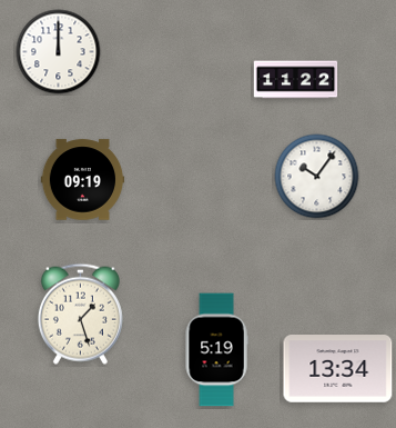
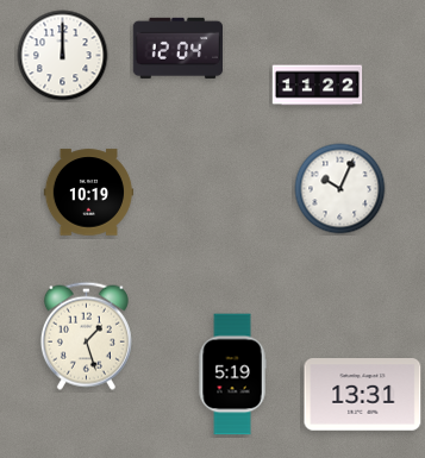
clock at (179, 48): none -> 12:04
clock at (317, 177): 10:06 -> 10:04
clock at (83, 180): 09:19 -> 10:19
clock at (338, 369): 13:34 -> 13:31
